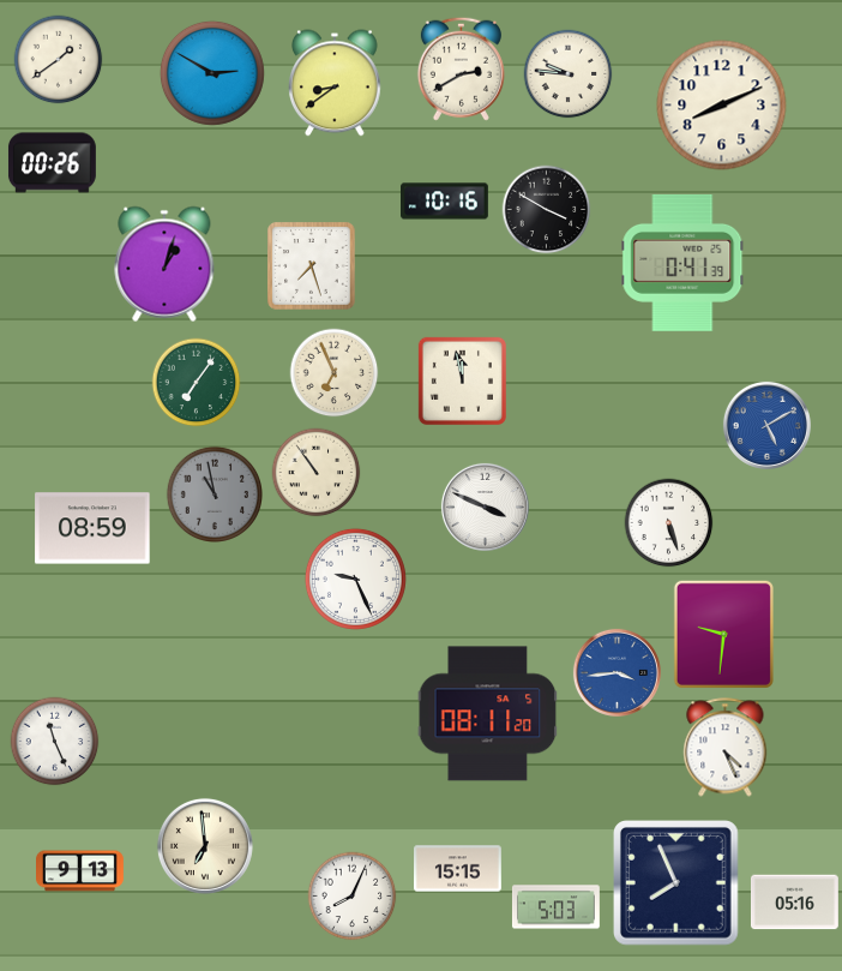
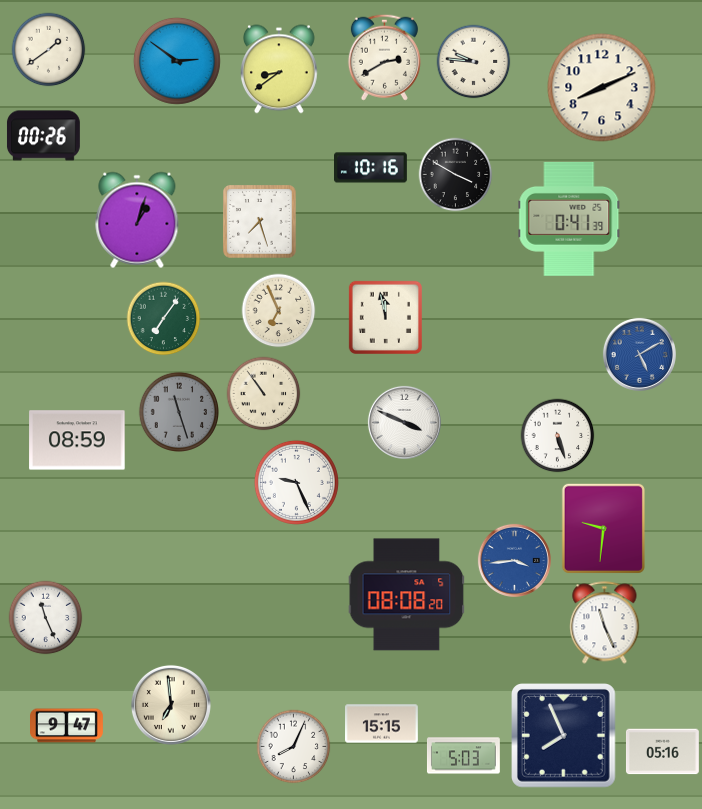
clock at (212, 73): 2:50 -> 2:51
clock at (213, 493): 10:58 -> 11:27
clock at (488, 714): 08:11 -> 08:08
clock at (726, 748): 4:26 -> 11:26
clock at (80, 871): 9:13 -> 9:47
